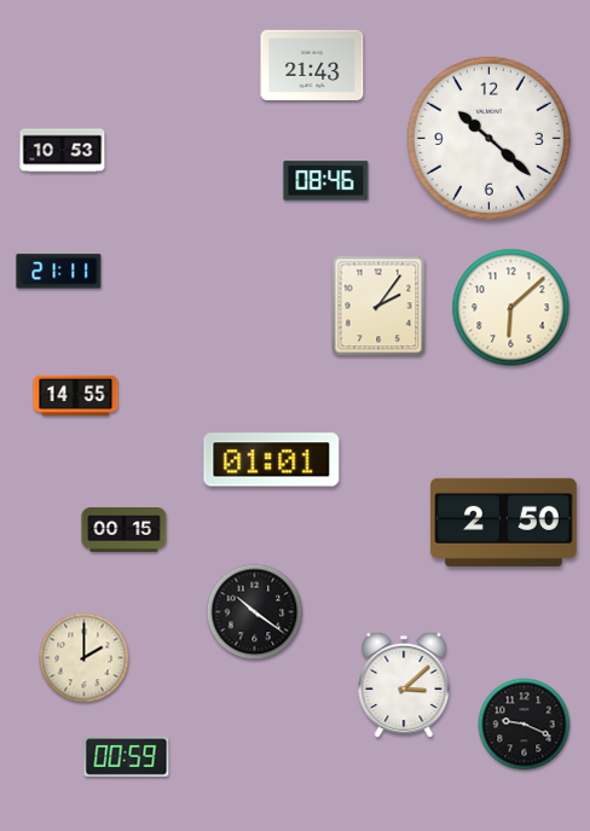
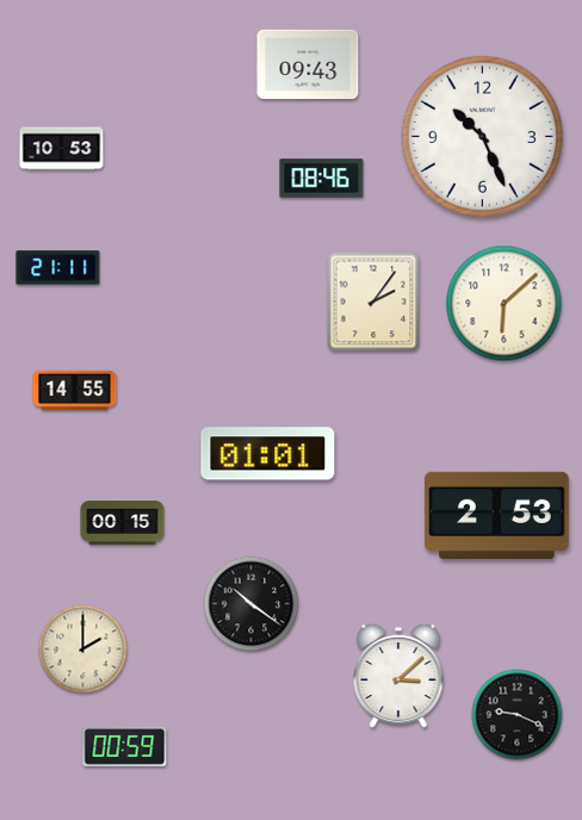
clock at (312, 64): 21:43 -> 09:43
clock at (488, 138): 10:22 -> 10:26
clock at (504, 522): 2:50 -> 2:53
